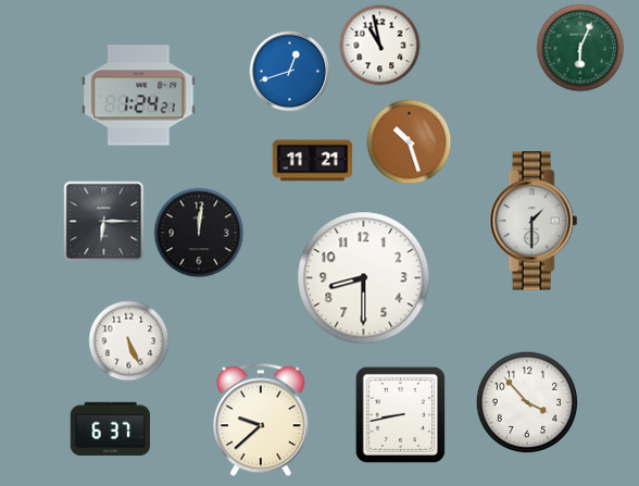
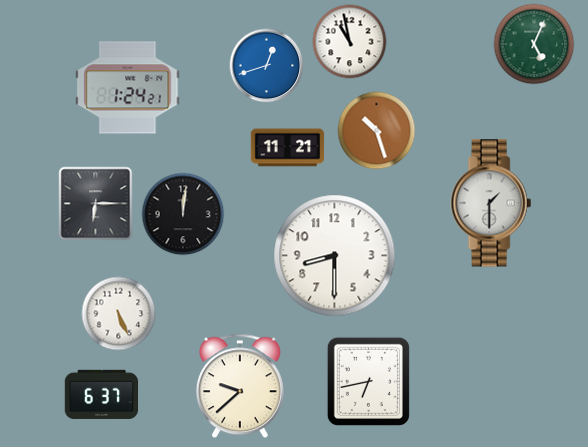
clock at (580, 48): 6:04 -> 5:04
clock at (527, 402): 3:53 -> none
clock at (400, 414): 8:43 -> 6:43
